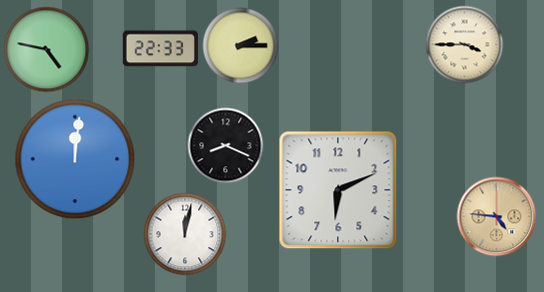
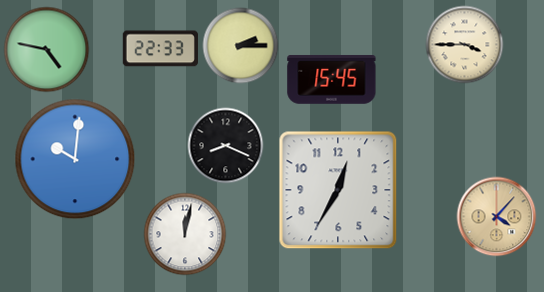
clock at (332, 80): none -> 15:45
clock at (75, 159): 12:01 -> 10:01
clock at (338, 190): 6:11 -> 12:35
clock at (497, 217): 4:46 -> 4:07
